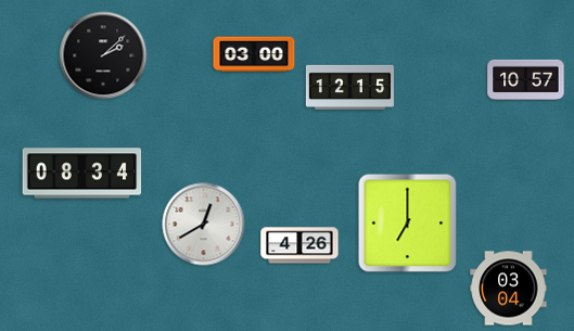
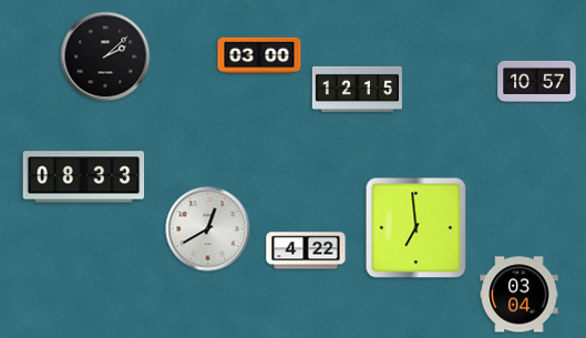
clock at (82, 174): 08:34 -> 08:33
clock at (408, 224): 7:00 -> 6:59
clock at (299, 245): 4:26 -> 4:22
